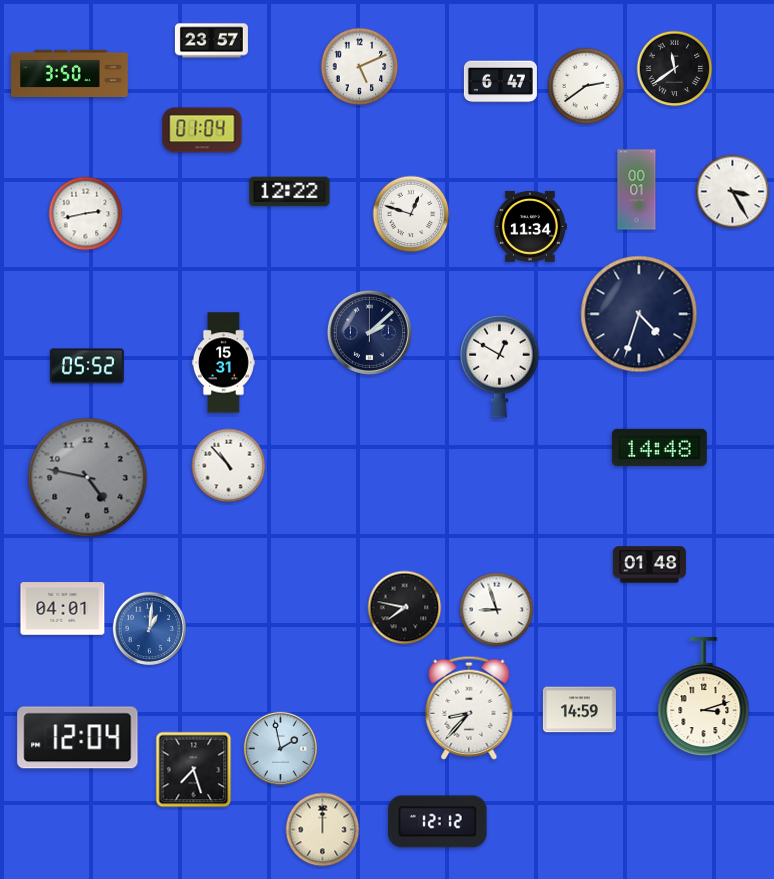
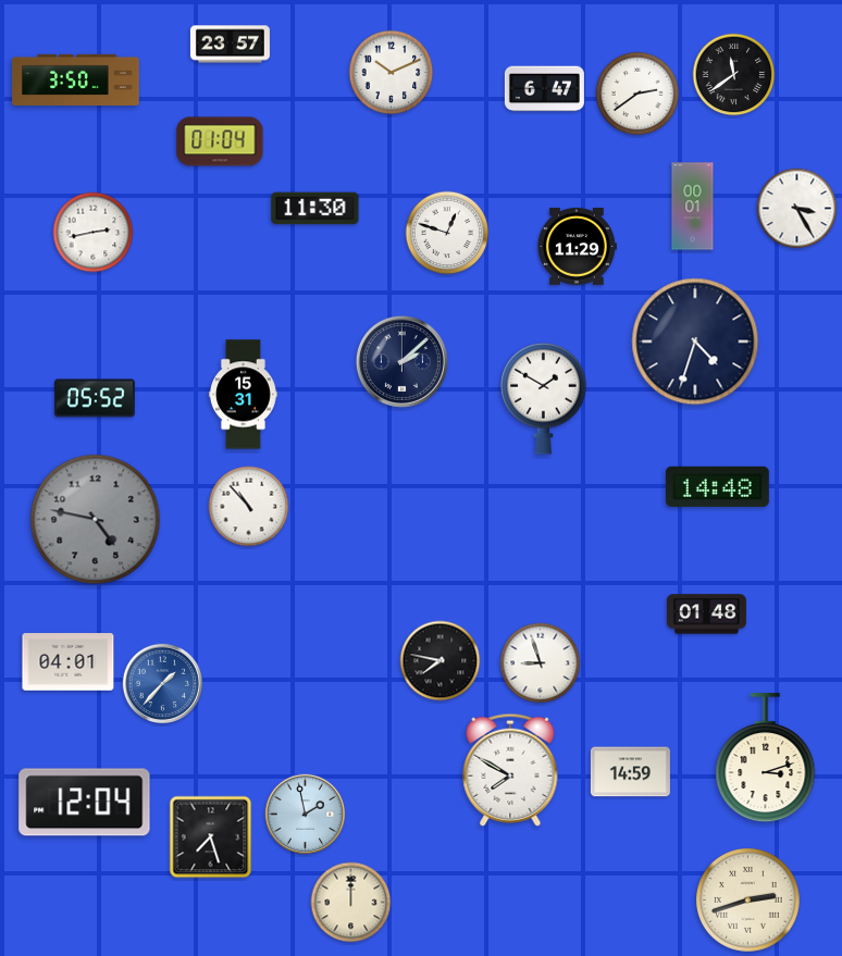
clock at (360, 67): 5:11 -> 10:11
clock at (290, 192): 12:22 -> 11:30
clock at (530, 227): 11:34 -> 11:29
clock at (500, 366): 12:50 -> 1:50
clock at (149, 628): 1:01 -> 1:37
clock at (469, 708): 8:37 -> 7:50
clock at (438, 822): 12:12 -> none
clock at (748, 901): none -> 2:42
